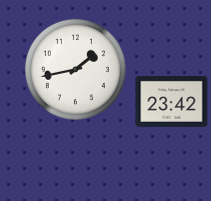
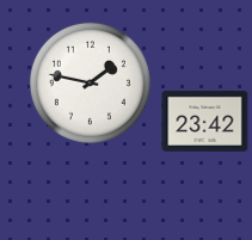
clock at (75, 69): 1:43 -> 1:47
